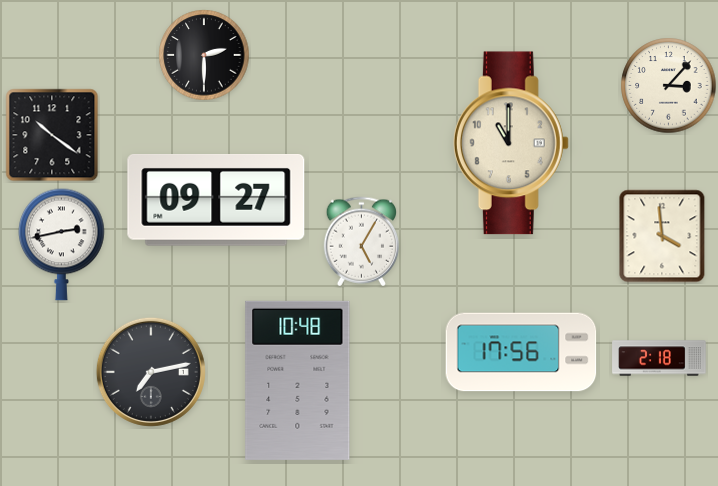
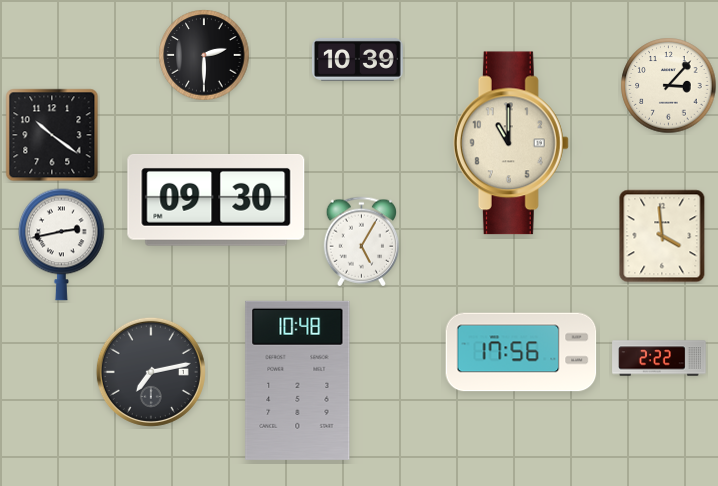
clock at (357, 59): none -> 10:39
clock at (216, 201): 09:27 -> 09:30
clock at (659, 358): 2:18 -> 2:22
